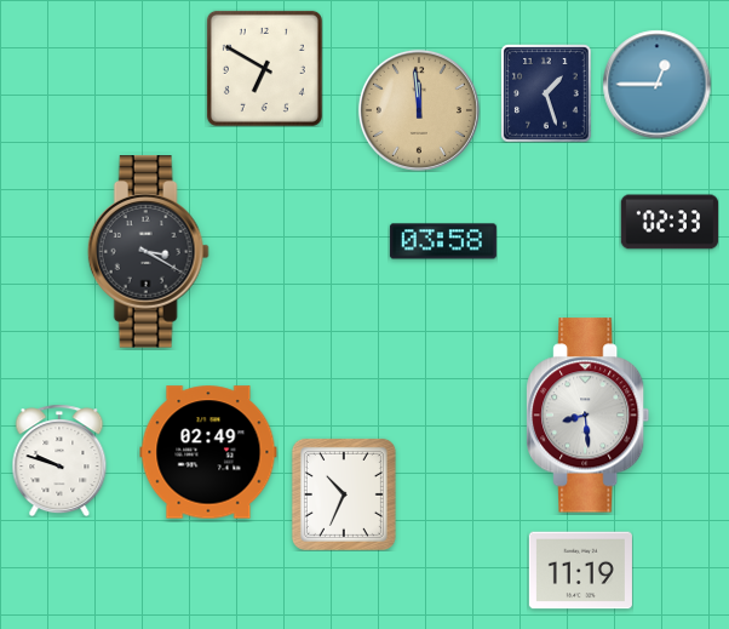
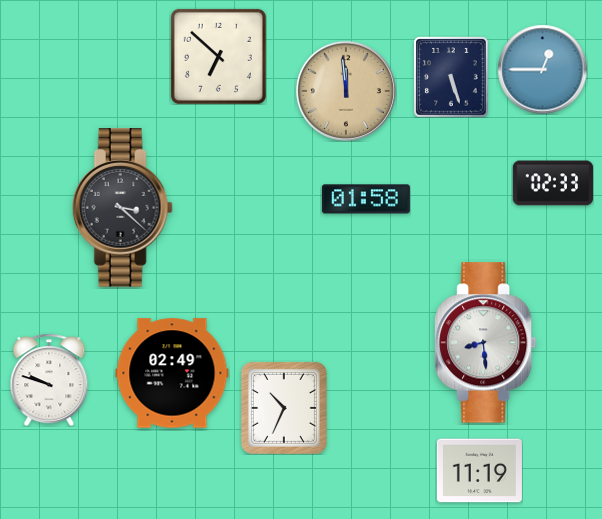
clock at (264, 68): 6:50 -> 6:52
clock at (546, 93): 1:27 -> 5:27
clock at (443, 241): 03:58 -> 01:58
clock at (148, 252): 3:20 -> 3:22
